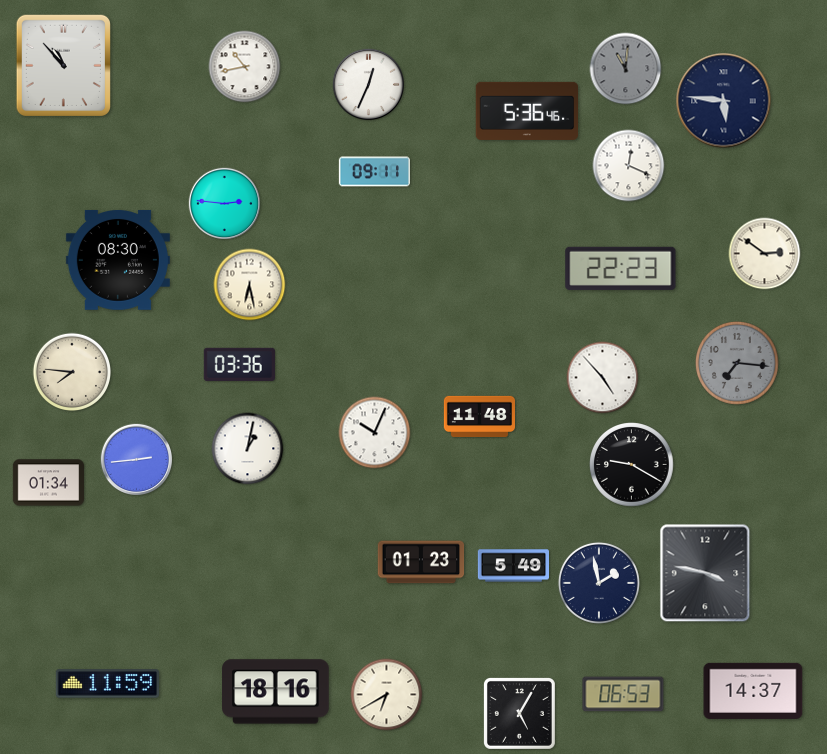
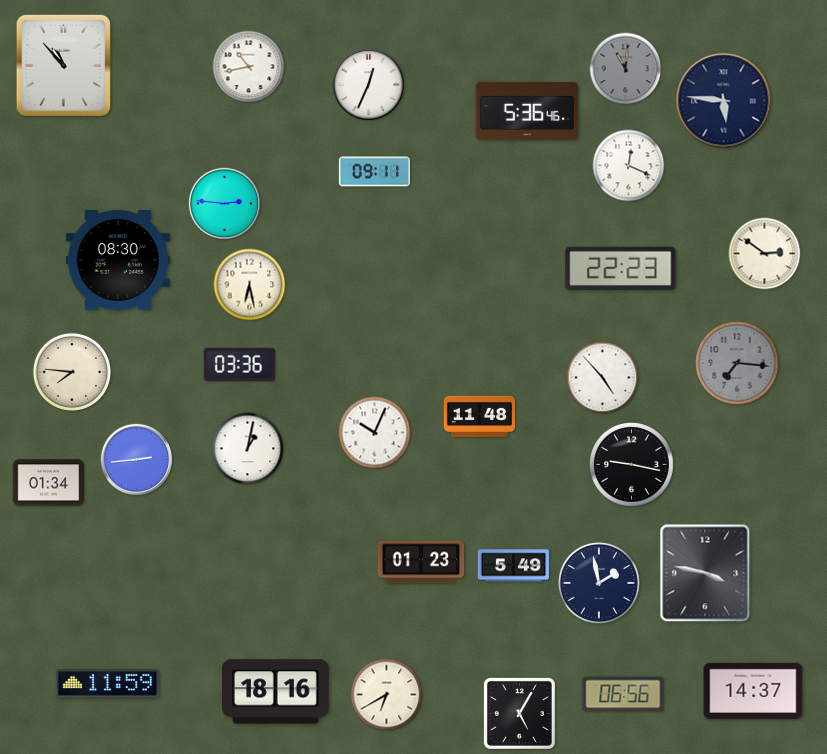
clock at (245, 67) position: (245, 67) -> (249, 67)
clock at (632, 465): 9:20 -> 9:17
clock at (623, 694): 06:53 -> 06:56
